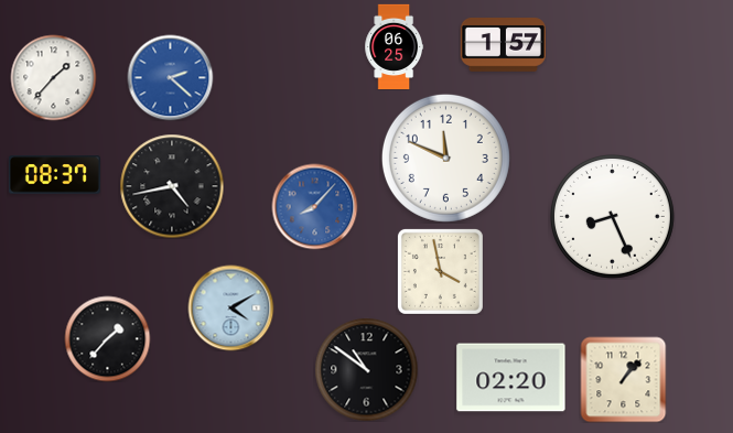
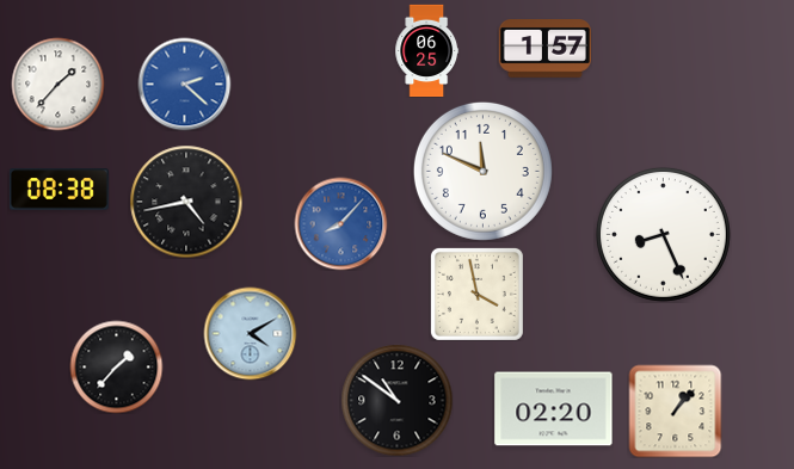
clock at (54, 175): 08:37 -> 08:38
